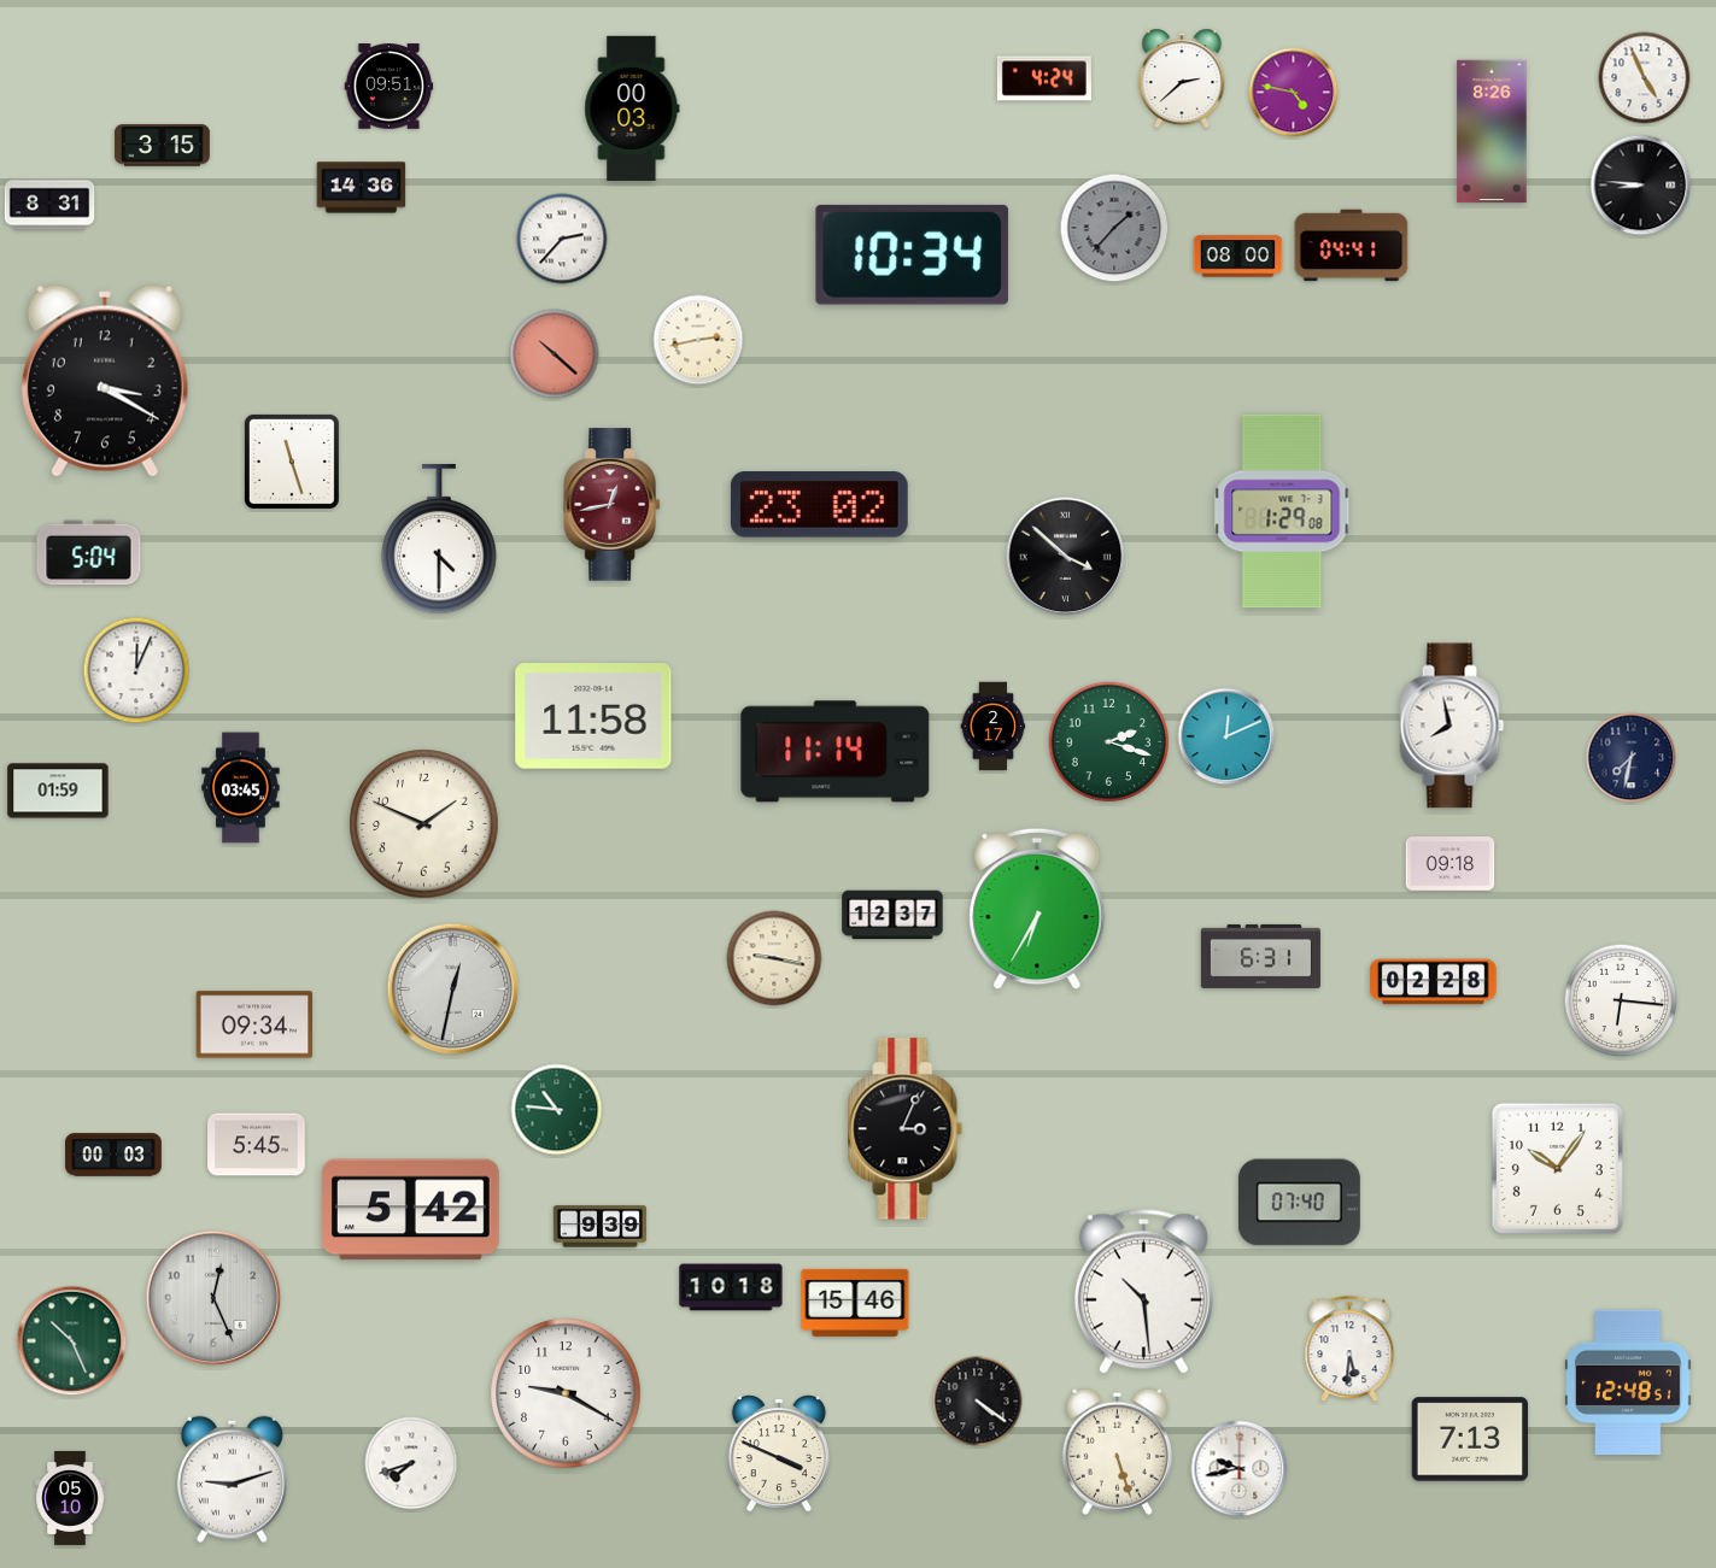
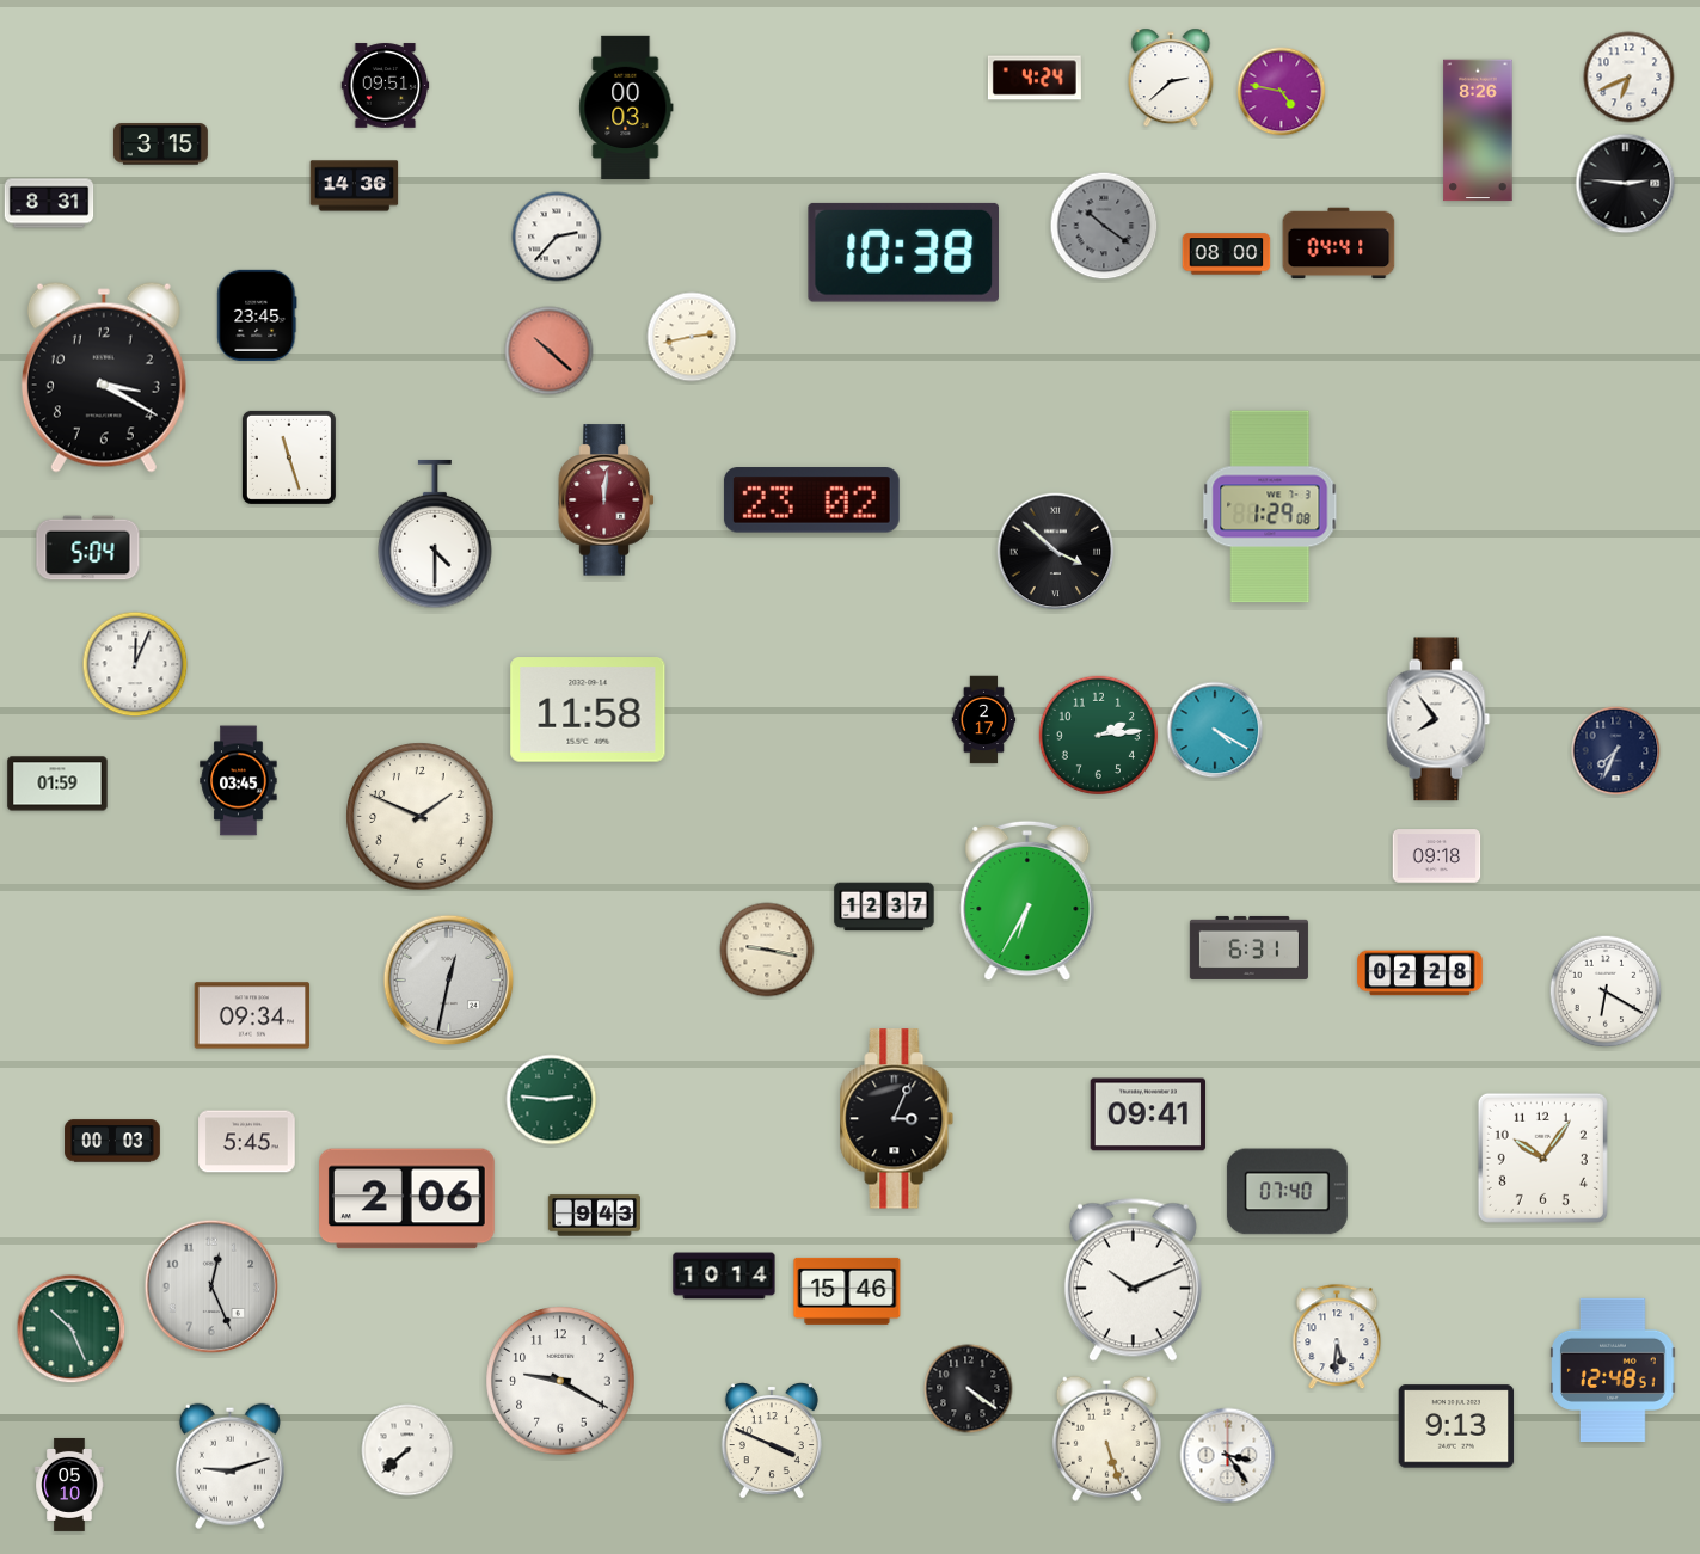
clock at (1645, 78): 4:56 -> 6:41
clock at (1641, 186): 8:46 -> 2:46
clock at (362, 188) position: (362, 188) -> (355, 186)
clock at (1114, 228): 1:37 -> 10:21
clock at (912, 254): 10:34 -> 10:38
clock at (257, 315): none -> 23:45
clock at (611, 505): 12:43 -> 12:01
clock at (1452, 726): 7:58 -> 7:54
clock at (1226, 736): 12:11 -> 4:20
clock at (1108, 741): 2:18 -> 2:14
clock at (836, 752): 11:14 -> none
clock at (1632, 758): 7:32 -> 7:34
clock at (1621, 1000): 6:16 -> 6:20
clock at (557, 1110): 10:46 -> 2:46
clock at (1148, 1114): none -> 09:41
clock at (257, 1145) position: (257, 1145) -> (247, 1142)
clock at (113, 1155) position: (113, 1155) -> (112, 1141)
clock at (411, 1210): 5:42 -> 2:06
clock at (599, 1227): 9:39 -> 9:43
clock at (731, 1287): 10:18 -> 10:14
clock at (1143, 1291): 10:29 -> 10:11
clock at (1470, 1439): 7:13 -> 9:13
clock at (411, 1463): 7:42 -> 7:38
clock at (1240, 1469): 9:43 -> 3:24
